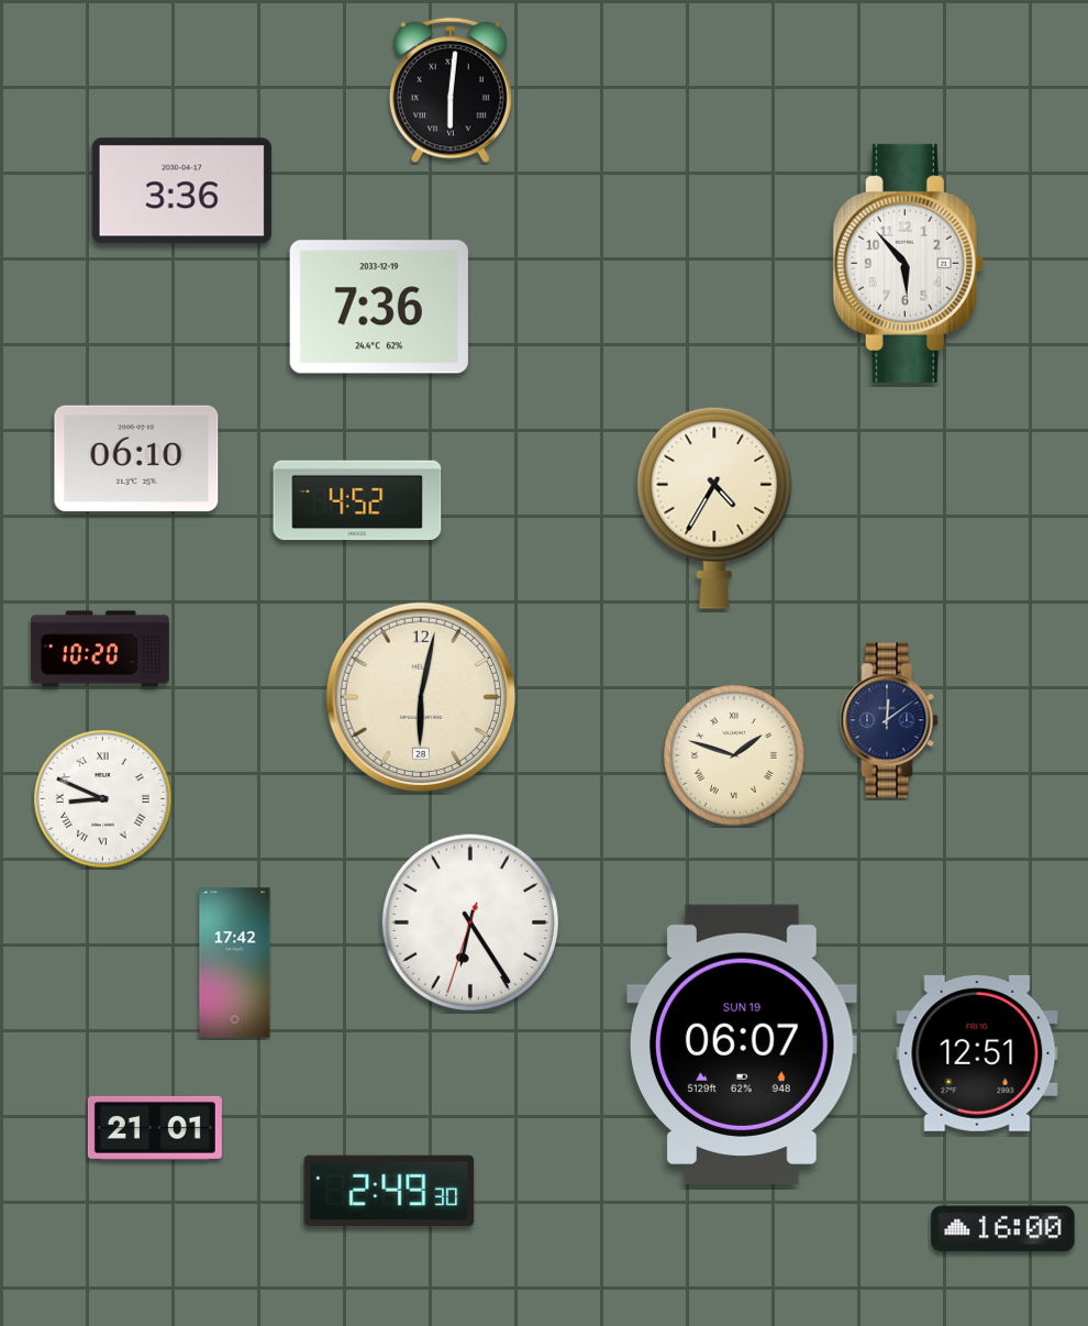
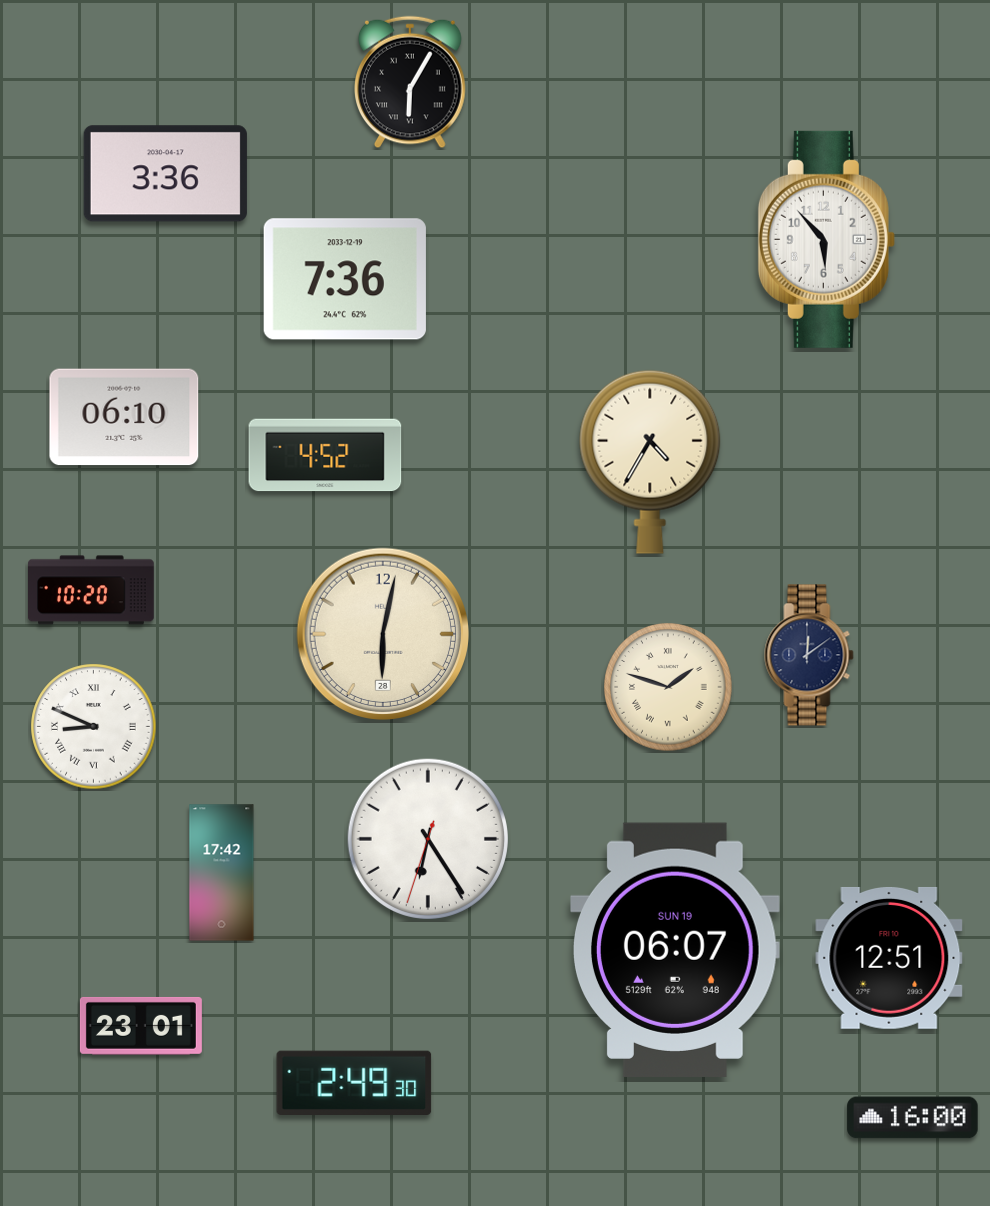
clock at (452, 90): 6:01 -> 6:05
clock at (235, 963) position: (235, 963) -> (222, 873)
clock at (155, 1128): 21:01 -> 23:01
